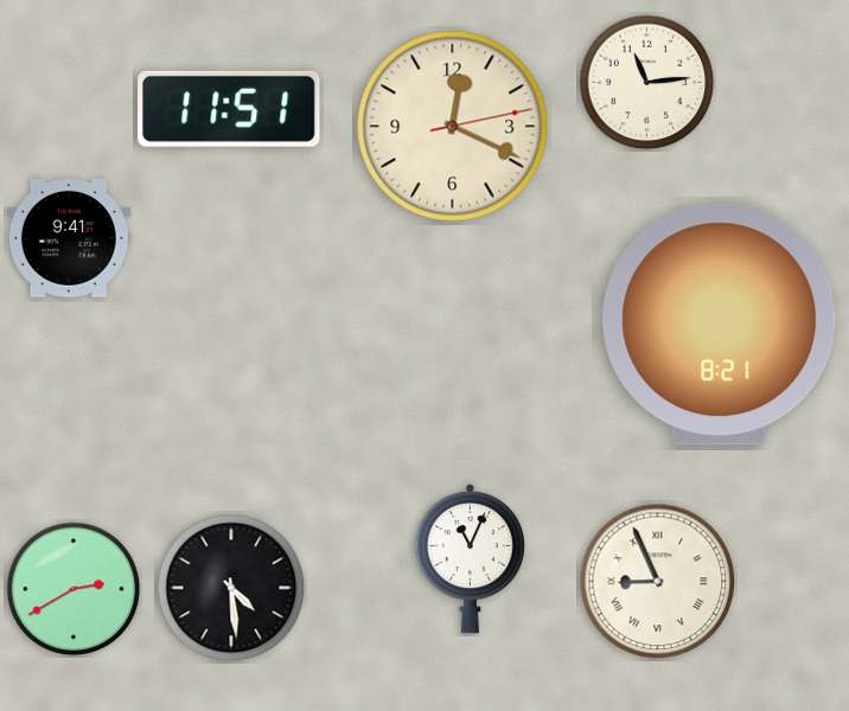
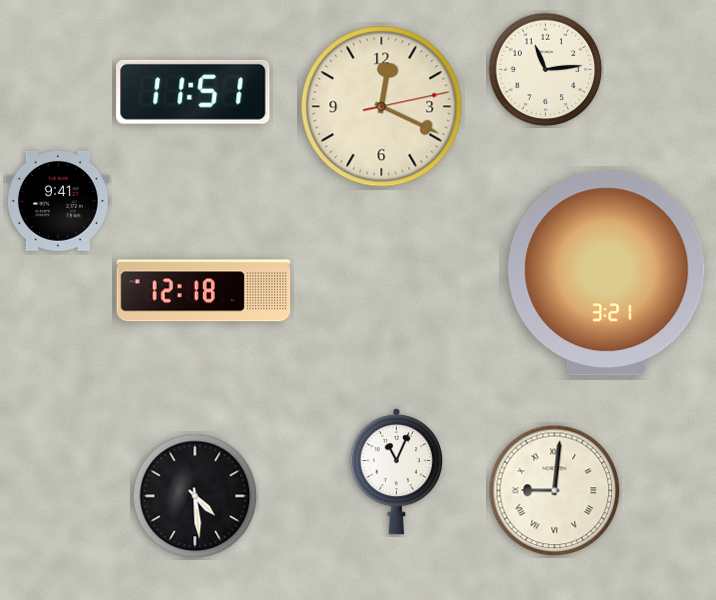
clock at (720, 325): 8:21 -> 3:21
clock at (204, 291): none -> 12:18
clock at (658, 582): 8:56 -> 9:01
clock at (74, 589): 2:40 -> none
